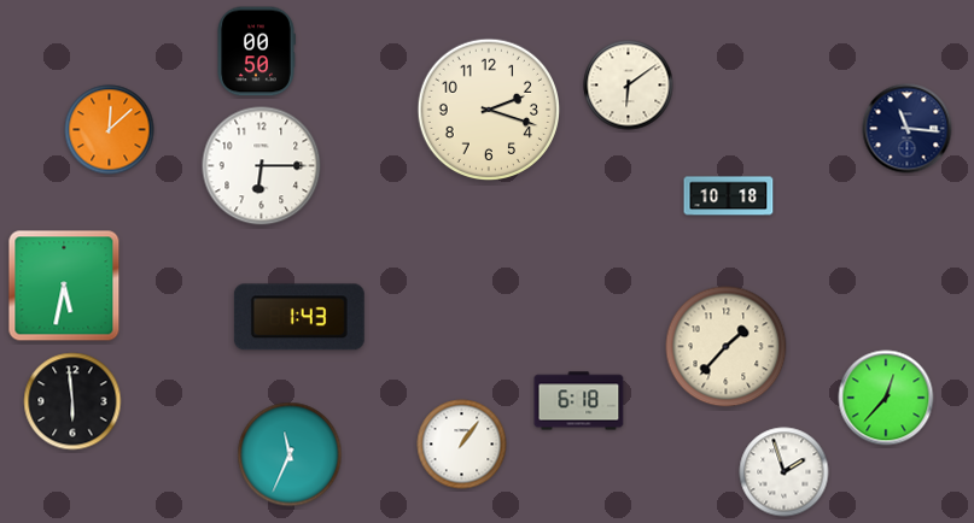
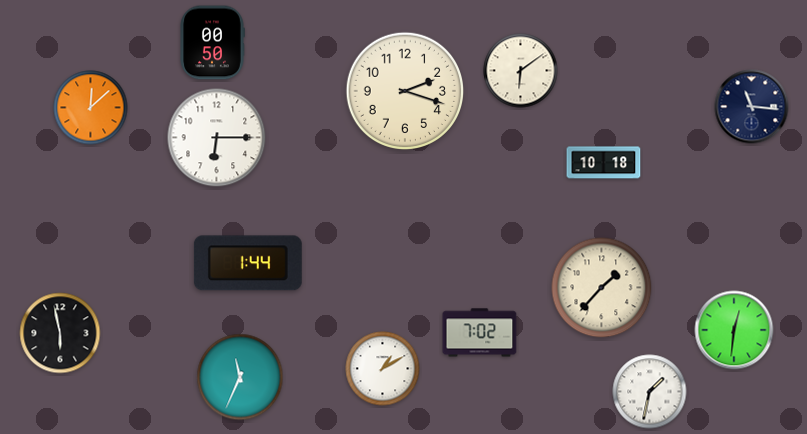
clock at (64, 286): 5:32 -> none
clock at (299, 317): 1:43 -> 1:44
clock at (886, 398): 12:37 -> 12:31
clock at (72, 401): 5:59 -> 5:58
clock at (579, 401): 6:18 -> 7:02
clock at (462, 445): 1:06 -> 1:10
clock at (785, 472): 1:57 -> 1:32
